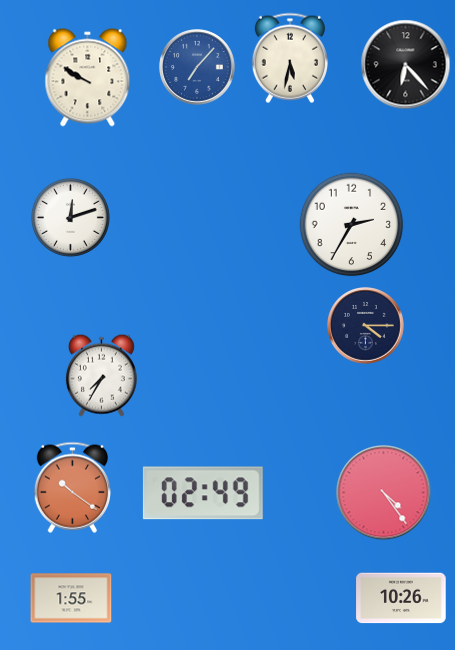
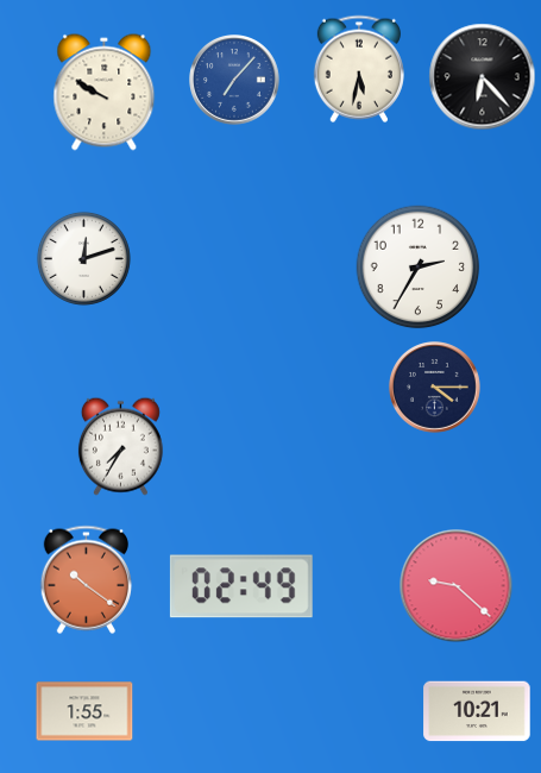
clock at (290, 58) position: (290, 58) -> (359, 69)
clock at (384, 493): 4:24 -> 9:22
clock at (401, 598): 10:26 -> 10:21
